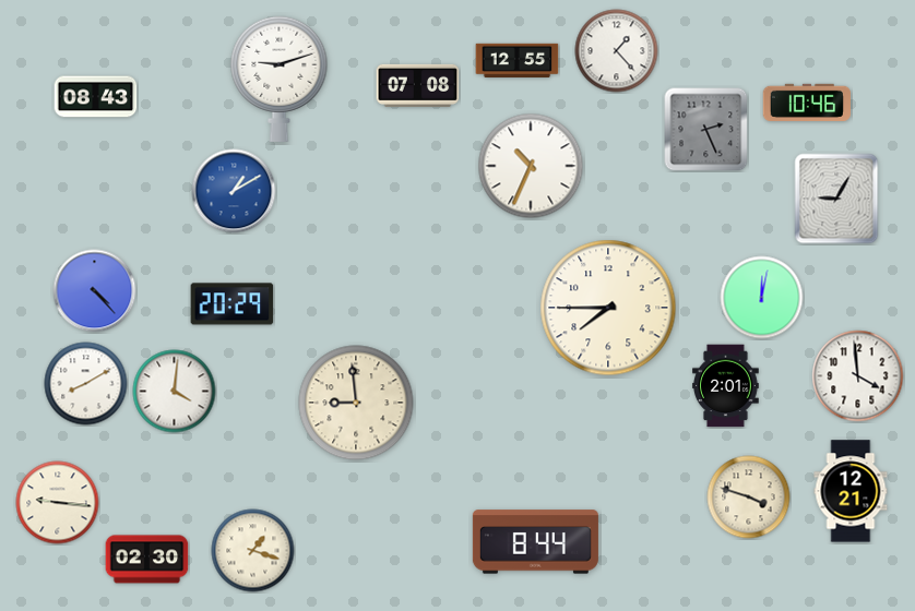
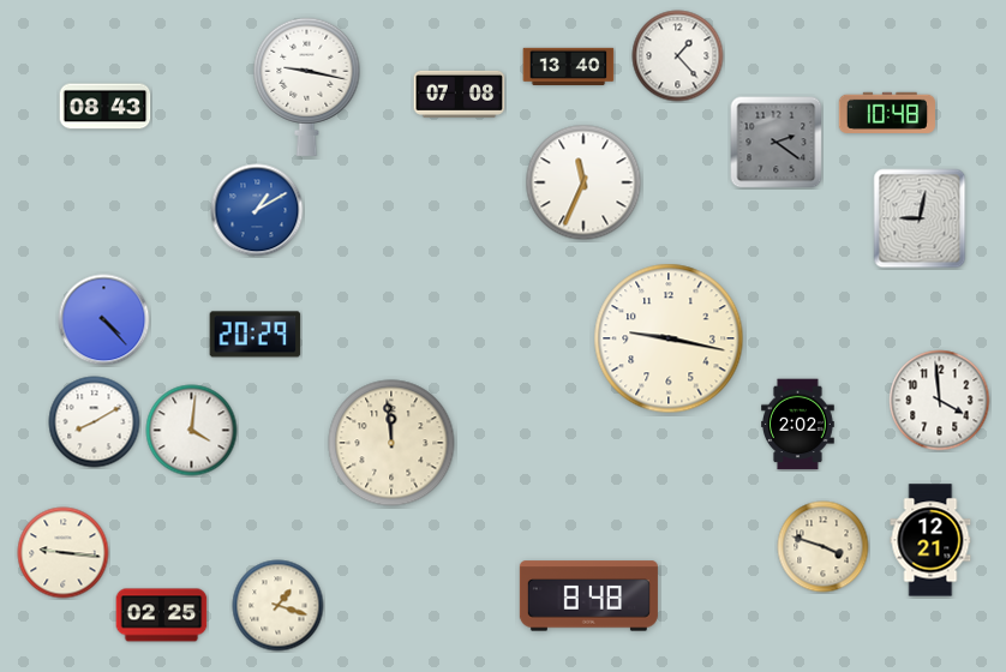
clock at (518, 60): 12:55 -> 13:40
clock at (280, 79): 9:12 -> 9:17
clock at (807, 103): 10:46 -> 10:48
clock at (706, 130): 2:26 -> 2:21
clock at (531, 166): 10:34 -> 11:34
clock at (836, 199): 9:05 -> 9:02
clock at (762, 298): 12:02 -> none
clock at (608, 308): 7:45 -> 9:17
clock at (858, 376) position: (858, 376) -> (940, 401)
clock at (726, 386): 2:01 -> 2:02
clock at (356, 403): 8:59 -> 11:59
clock at (851, 491) position: (851, 491) -> (930, 540)
clock at (535, 542): 8:44 -> 8:48
clock at (147, 560): 02:30 -> 02:25
